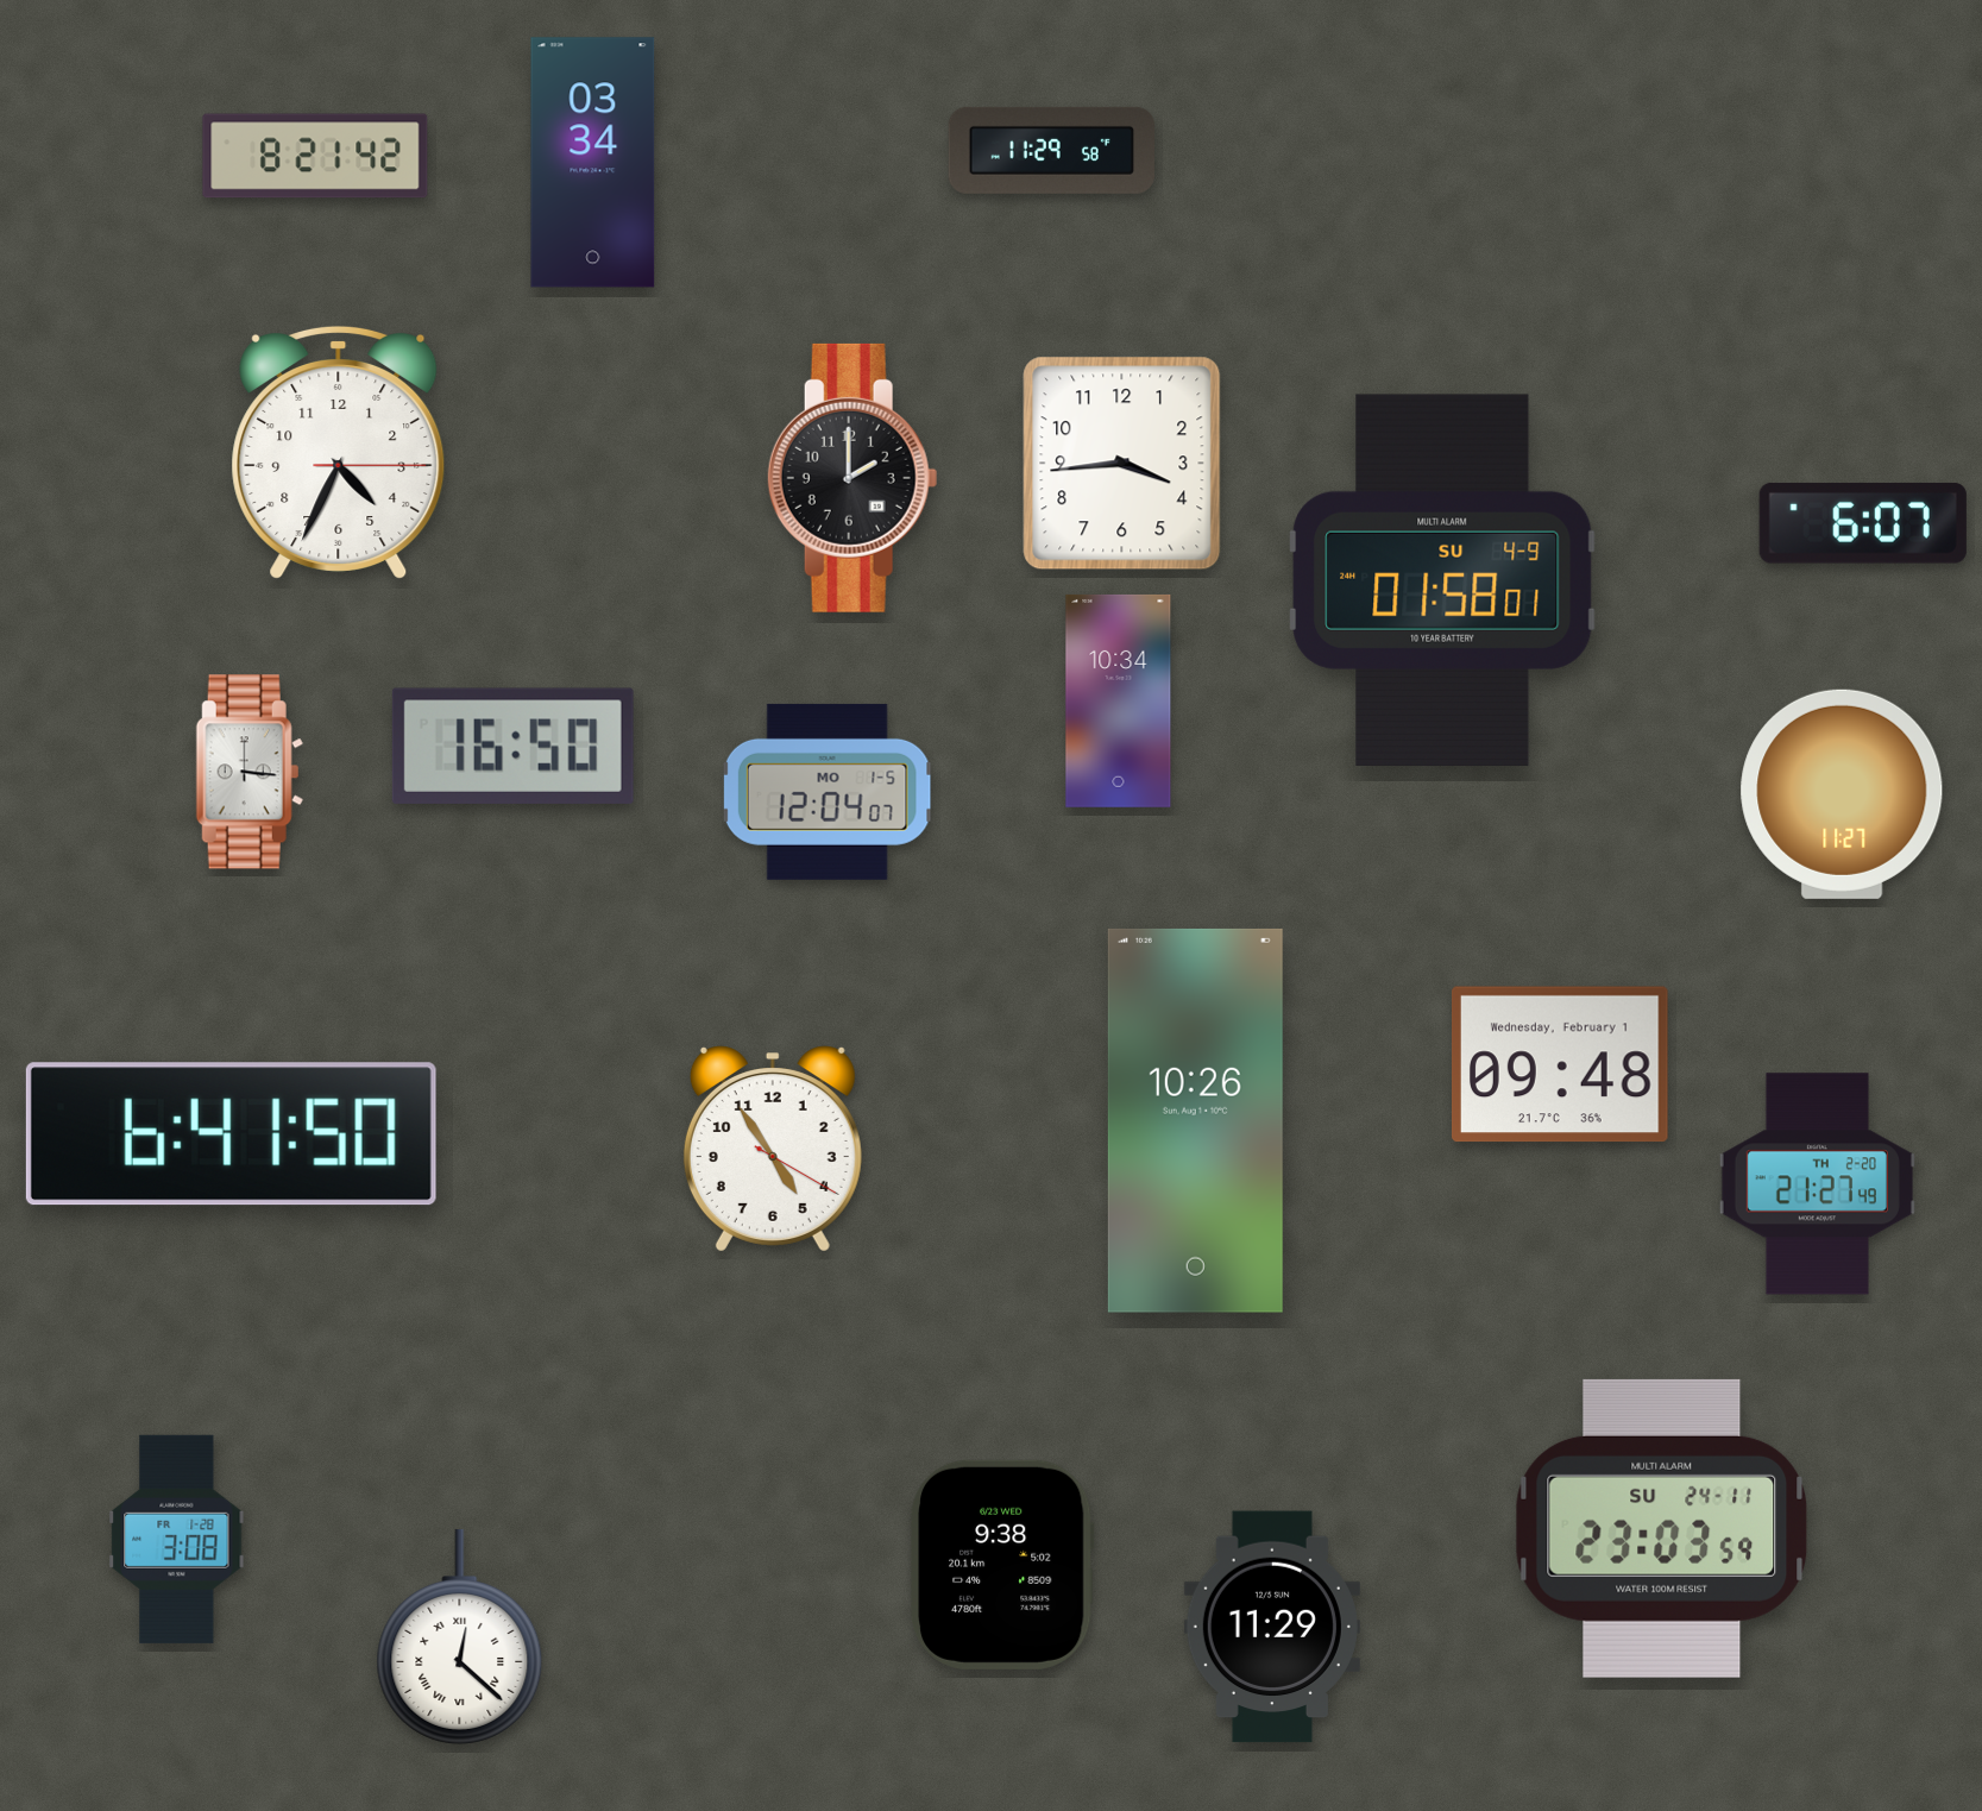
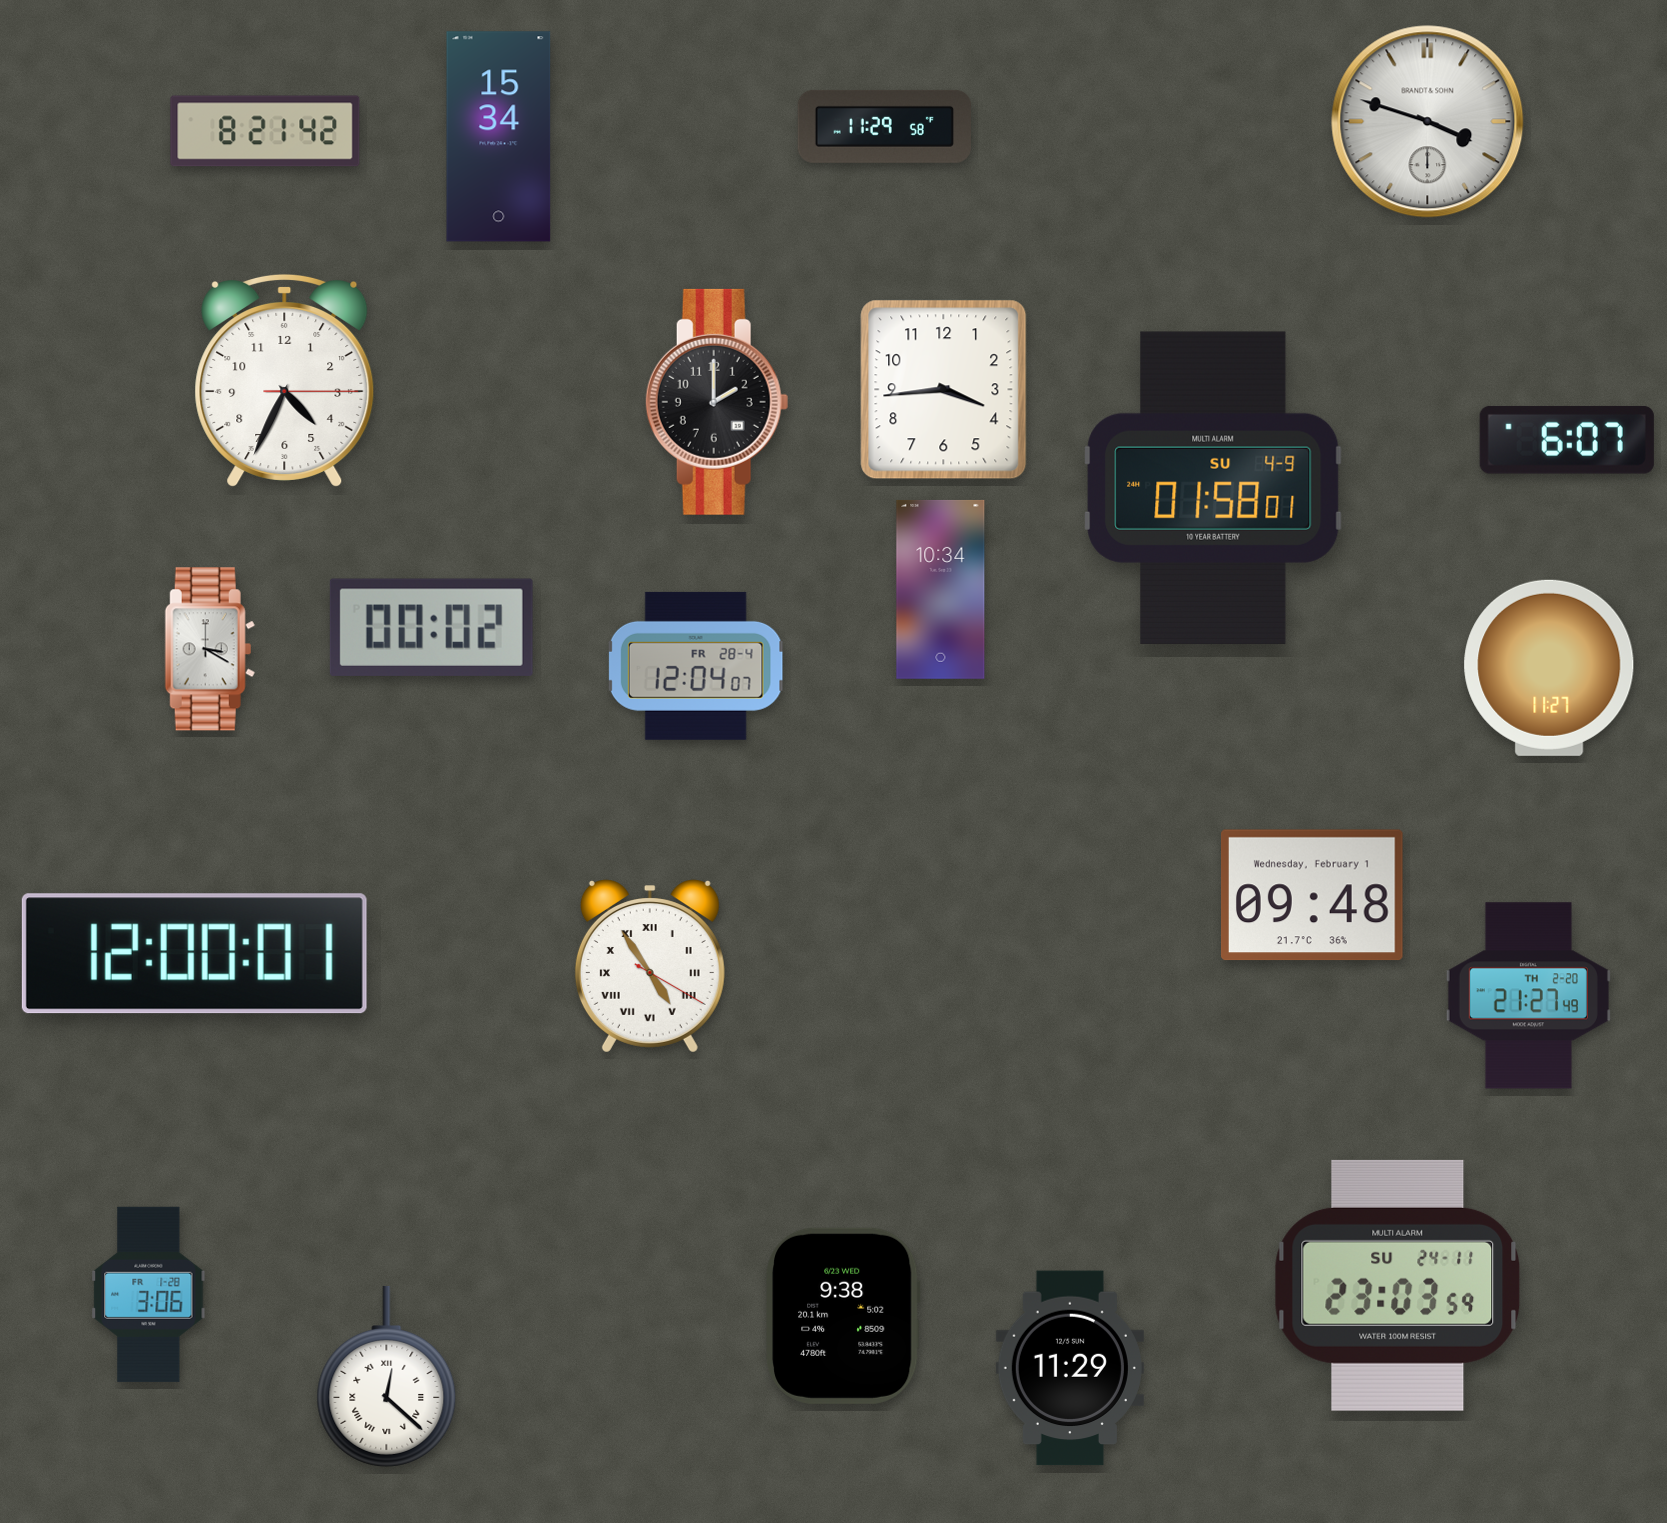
clock at (1428, 122): none -> 3:48
clock at (593, 163): 03:34 -> 15:34
clock at (512, 746): 16:50 -> 00:02
clock at (250, 772): 3:16 -> 3:20
clock at (828, 792) date: MO 1-5 -> FR 28-4
clock at (1195, 1120): 10:26 -> none
clock at (231, 1134): 6:41 -> 12:00
clock at (773, 1149) numerals: Arabic -> Roman
clock at (177, 1539): 3:08 -> 3:06
